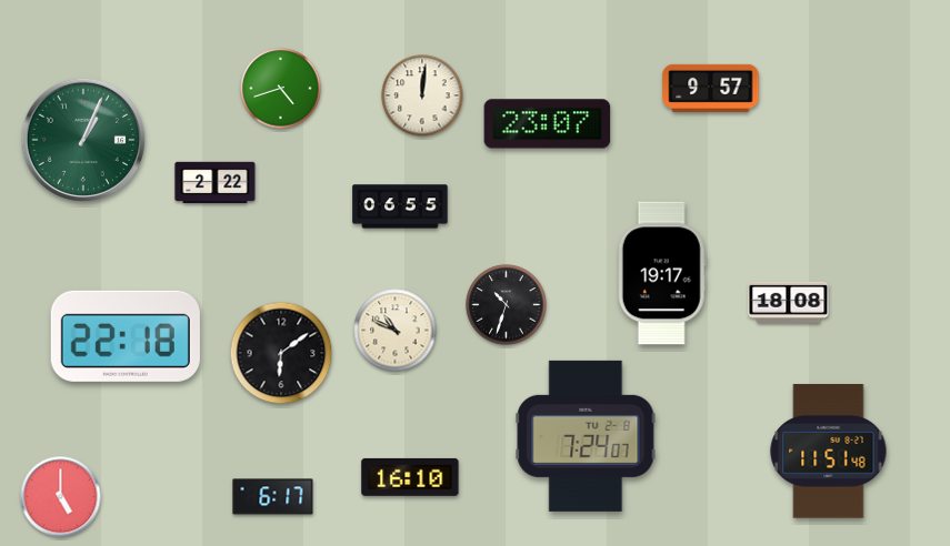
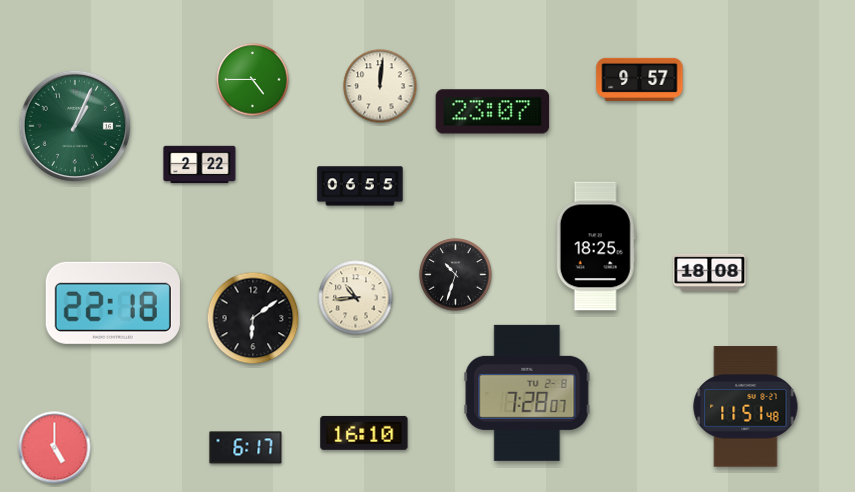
clock at (281, 89): 4:42 -> 4:45
clock at (216, 183) position: (216, 183) -> (200, 165)
clock at (662, 273): 19:17 -> 18:25
clock at (396, 331): 10:49 -> 10:44
clock at (586, 436): 7:24 -> 7:28
clock at (410, 477) position: (410, 477) -> (364, 433)
